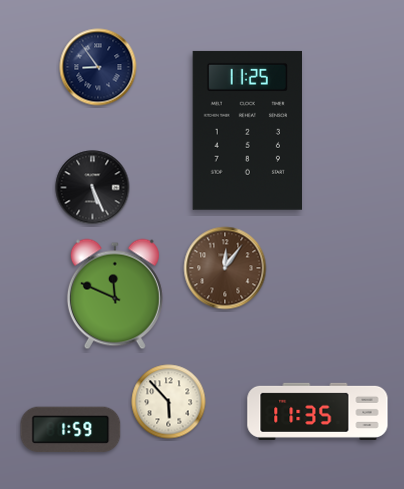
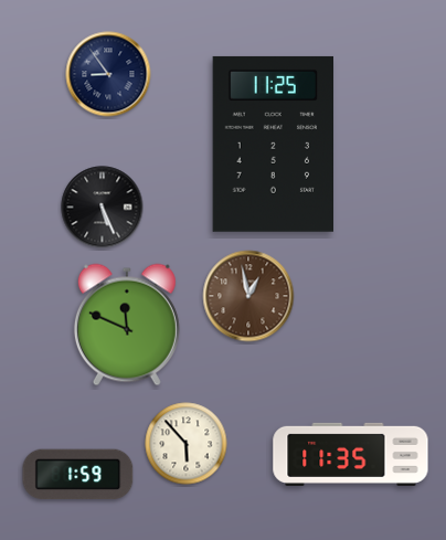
clock at (225, 268): 12:06 -> 12:58
